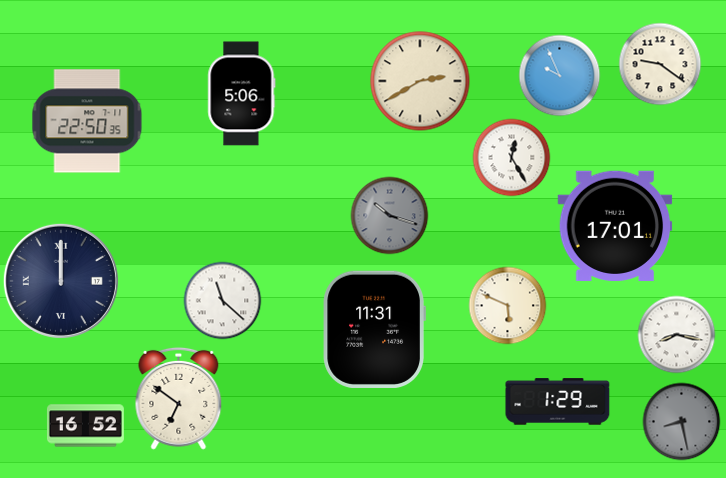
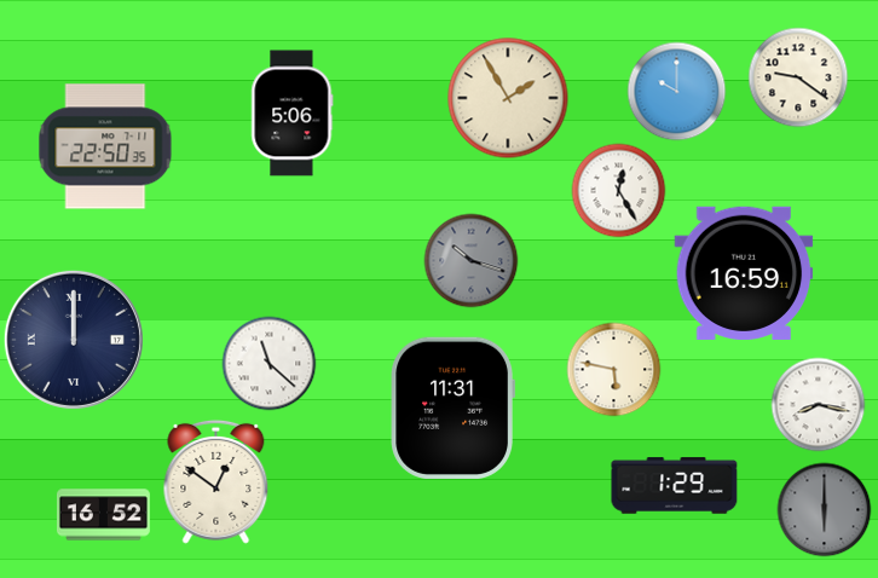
clock at (559, 75): 9:56 -> 10:00
clock at (420, 81): 2:40 -> 1:55
clock at (615, 226): 17:01 -> 16:59
clock at (507, 305): 5:49 -> 5:47
clock at (374, 329) position: (374, 329) -> (452, 408)
clock at (179, 398): 6:51 -> 12:51
clock at (681, 421): 8:28 -> 6:00
